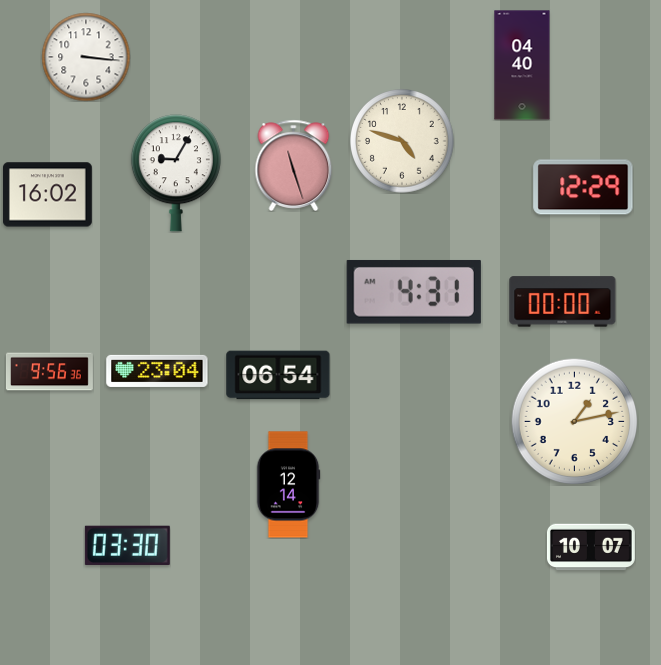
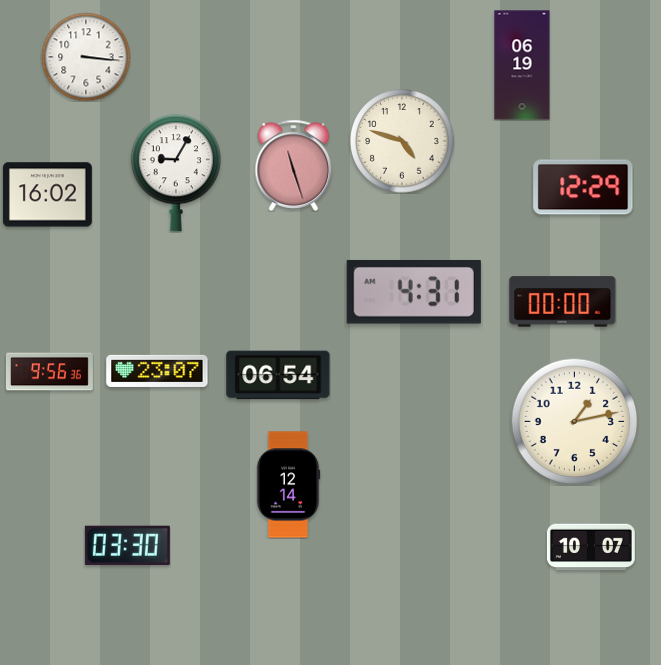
clock at (522, 65): 04:40 -> 06:19
clock at (157, 371): 23:04 -> 23:07
